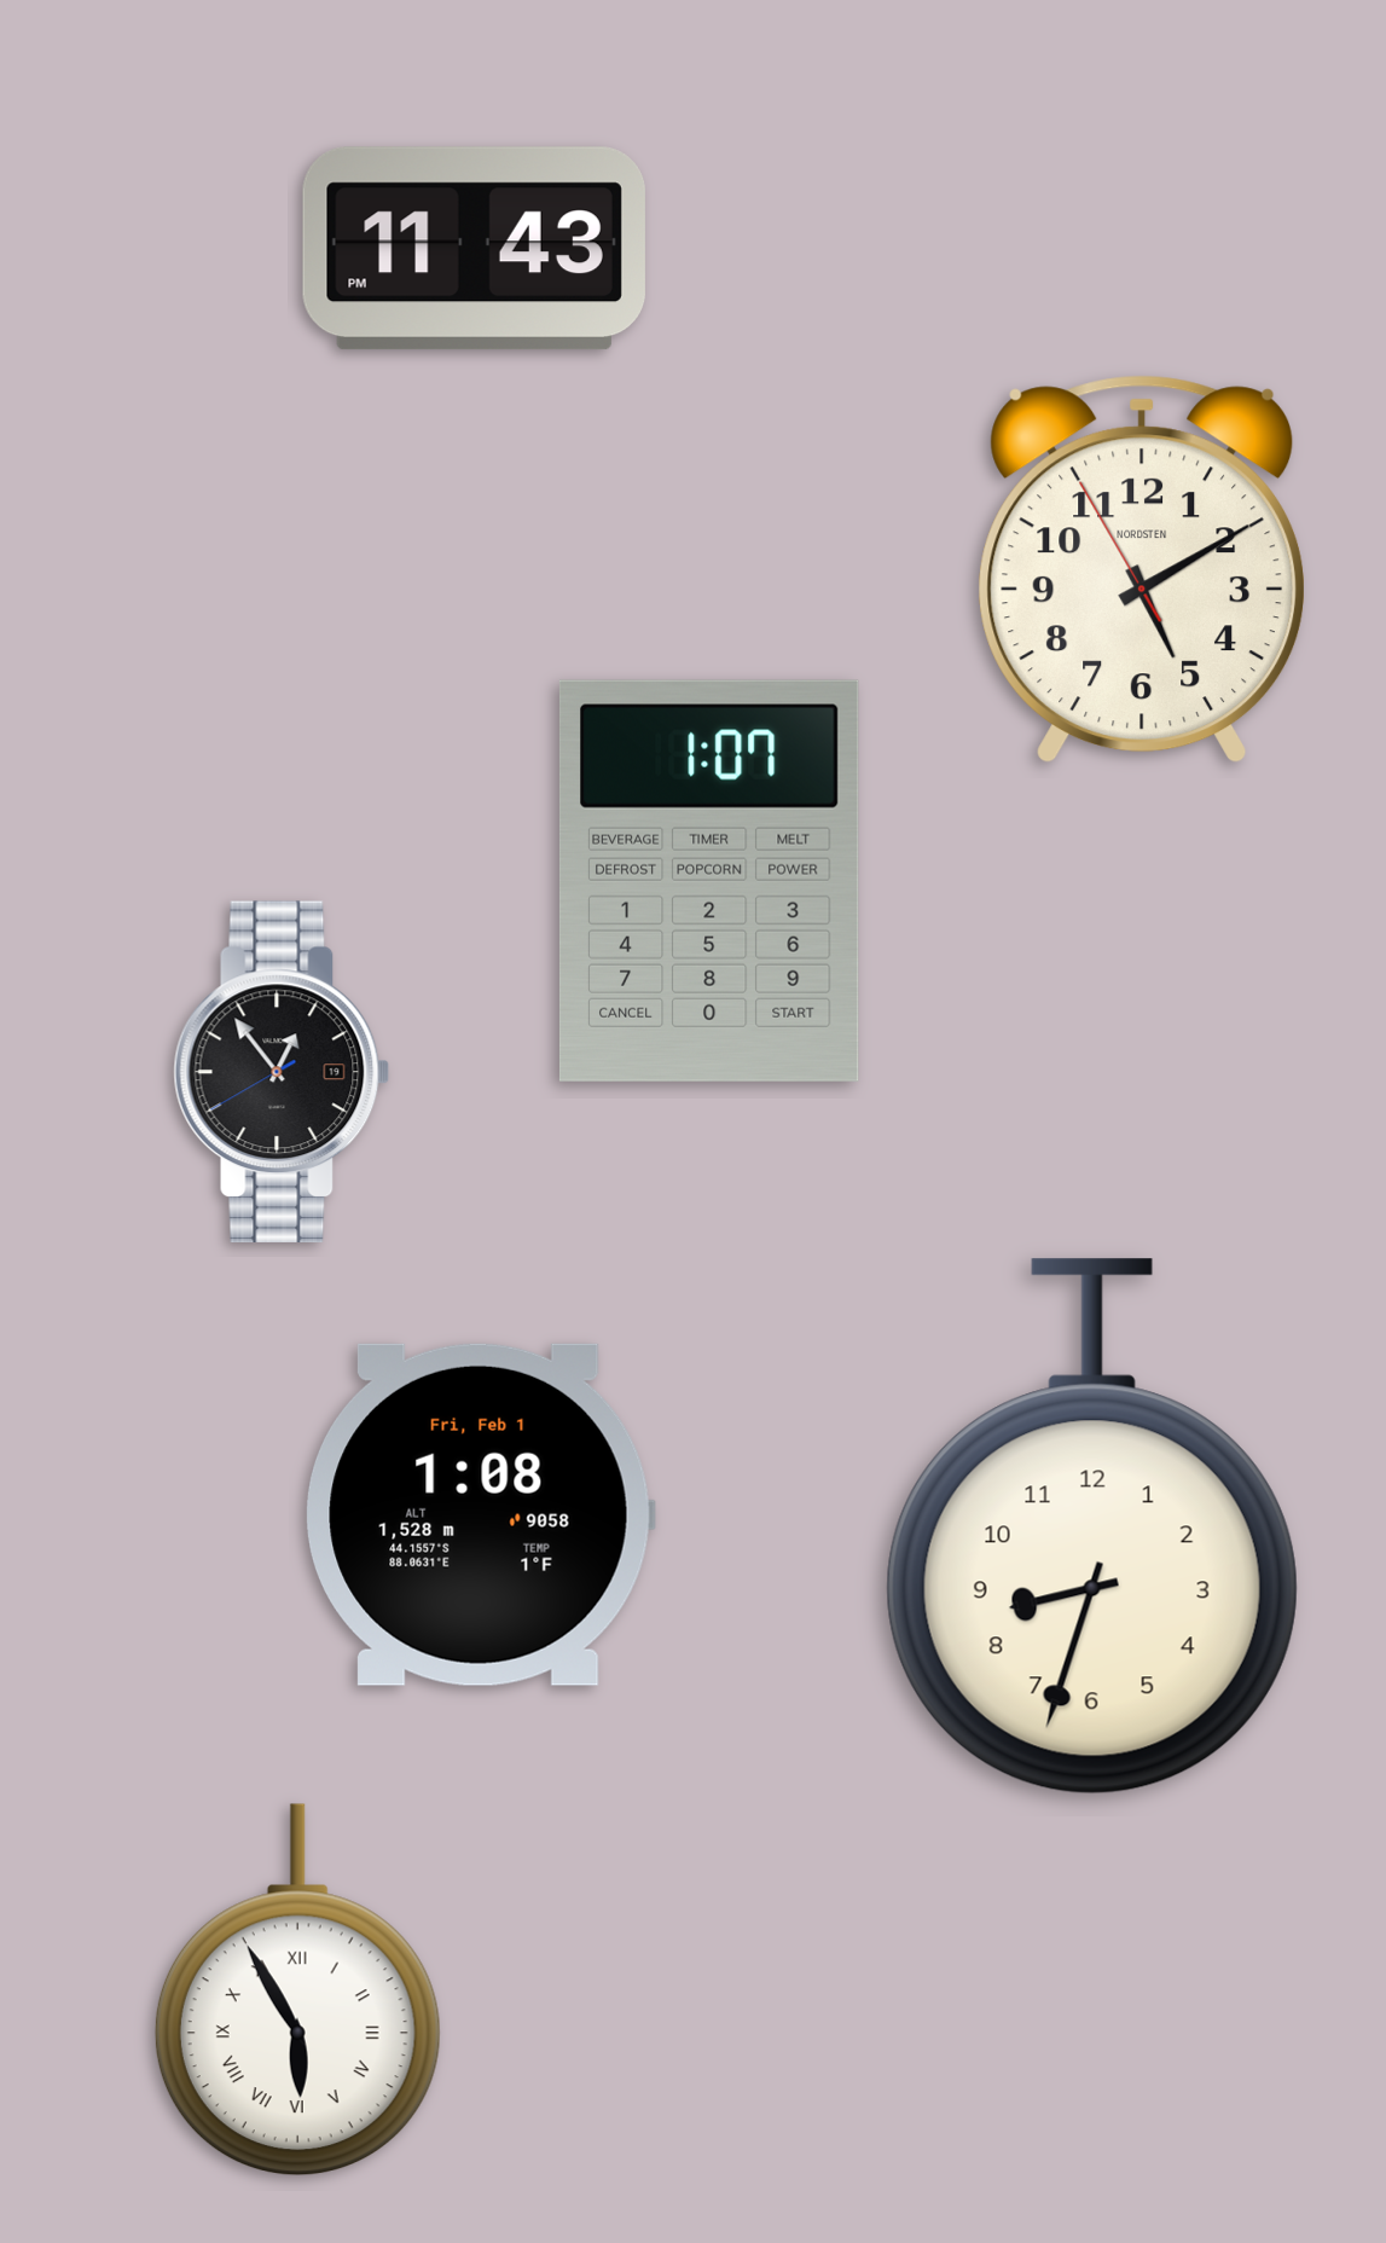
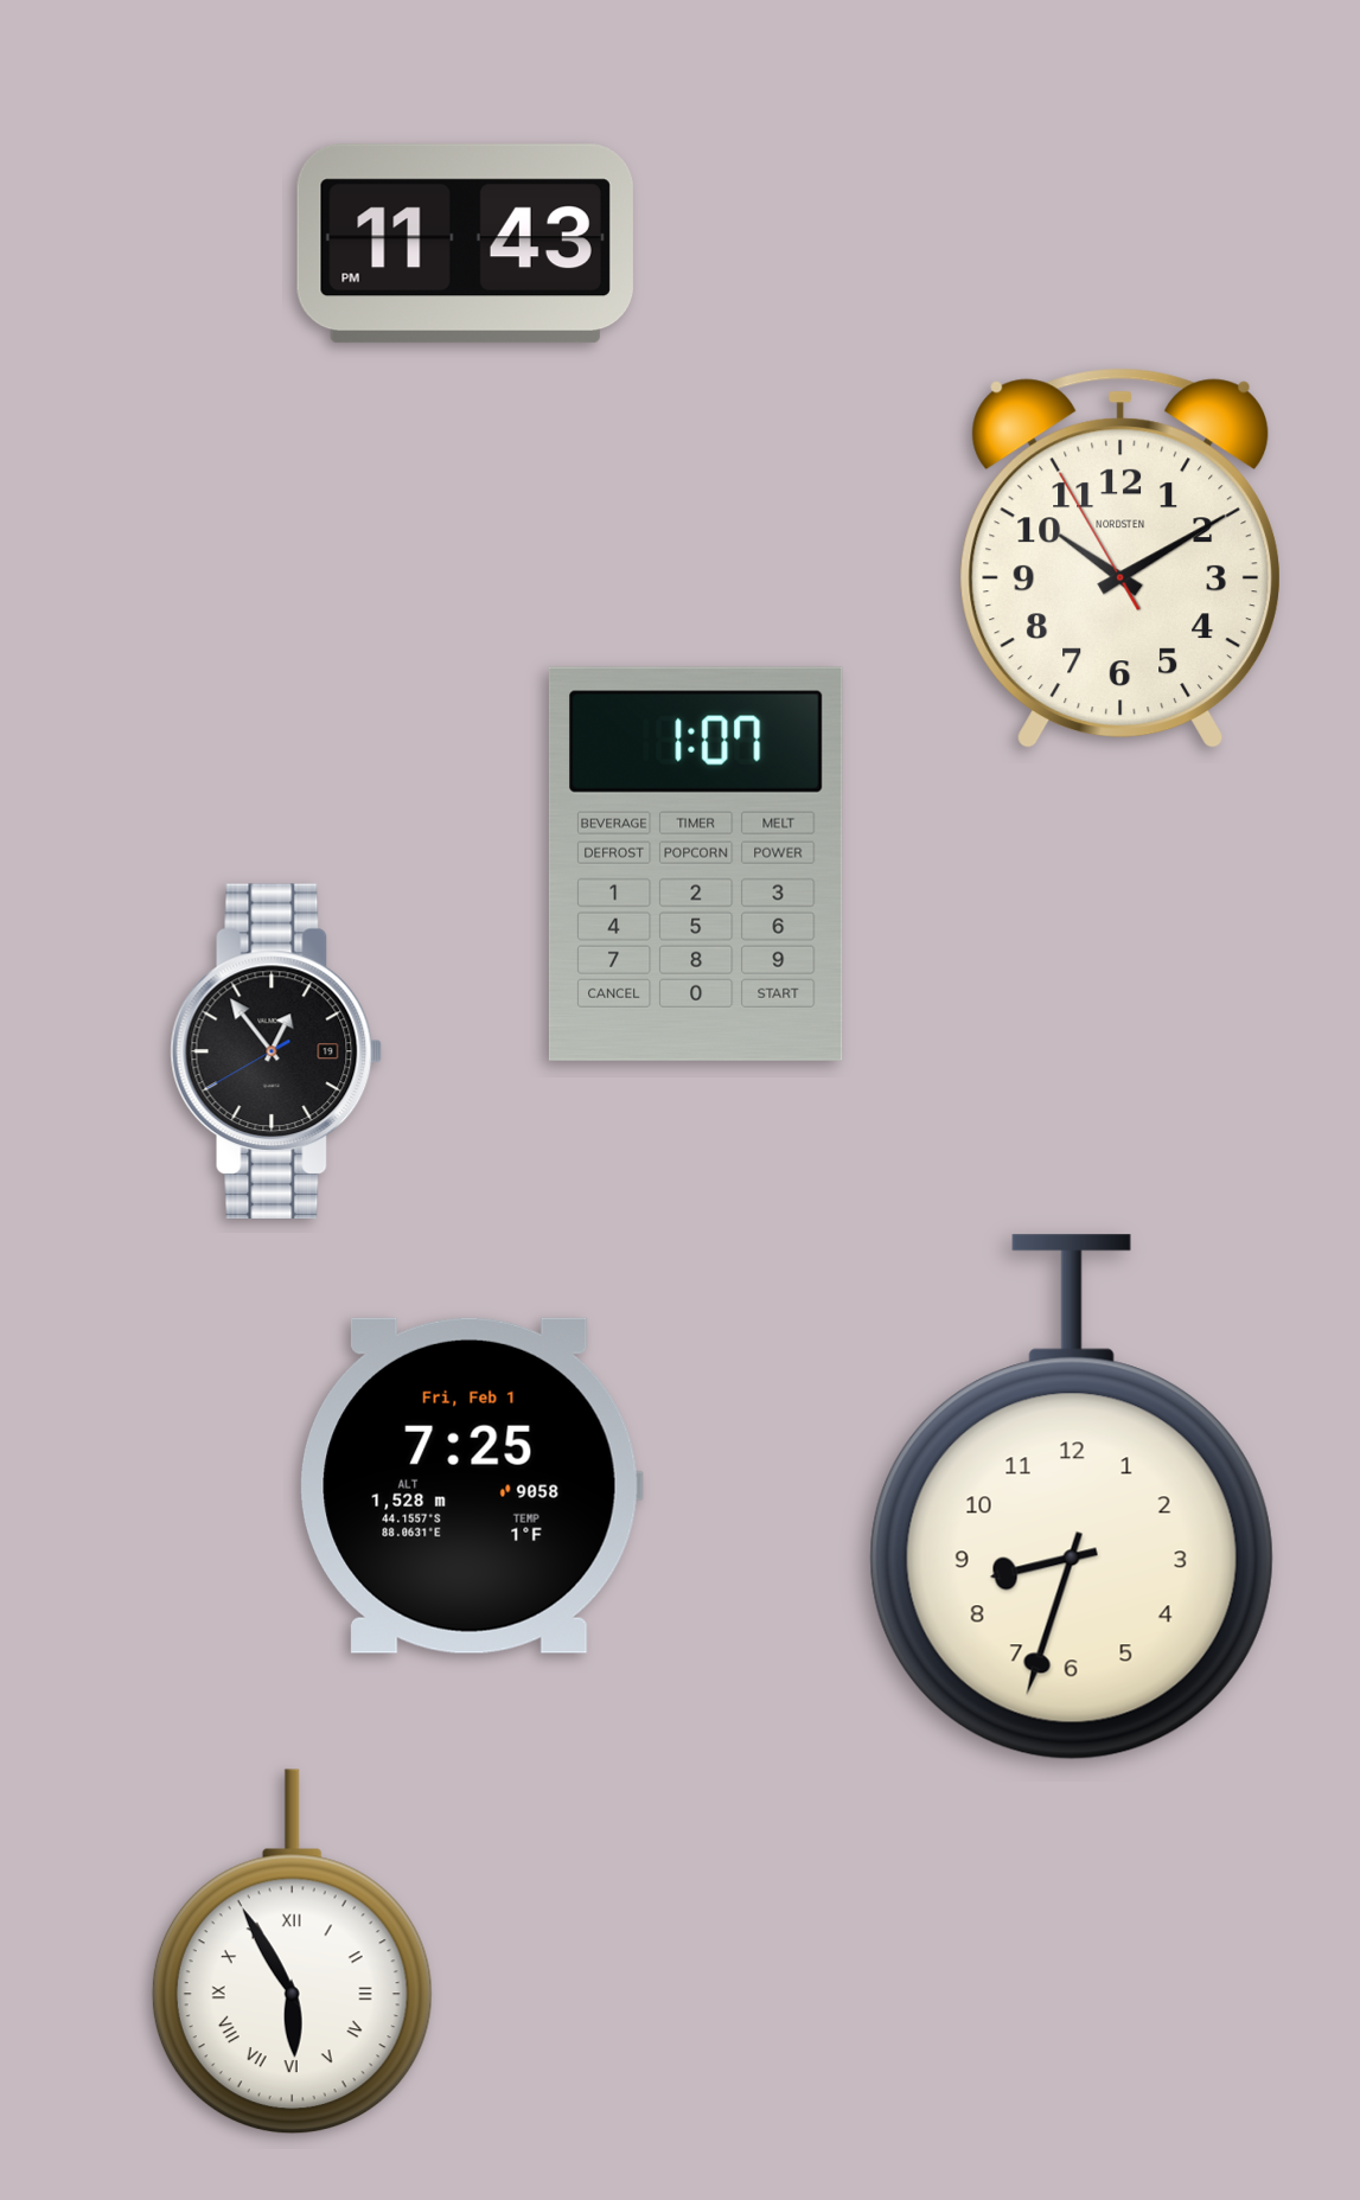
clock at (1141, 569): 5:09 -> 10:09
clock at (480, 1514): 1:08 -> 7:25
